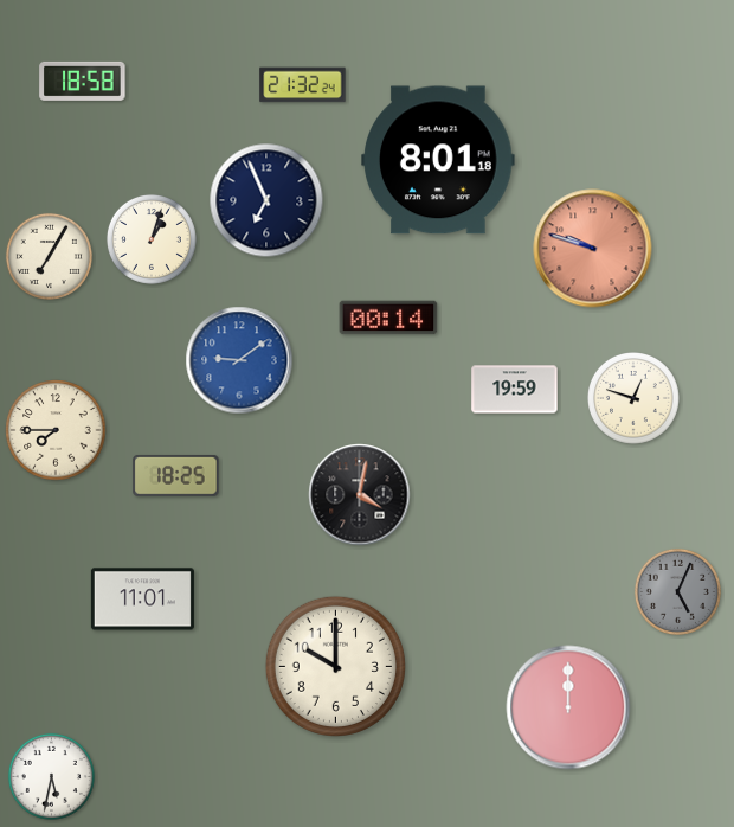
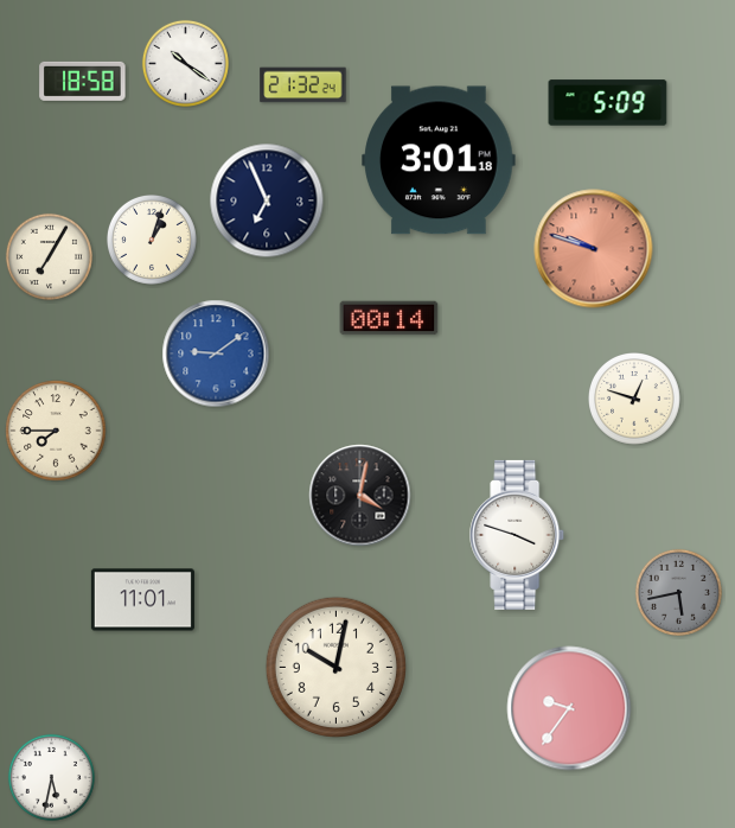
clock at (185, 63): none -> 10:21
clock at (608, 103): none -> 5:09
clock at (438, 160): 8:01 -> 3:01
clock at (239, 360) position: (239, 360) -> (216, 354)
clock at (515, 390): 19:59 -> none
clock at (176, 475): 18:25 -> none
clock at (518, 535): none -> 3:48
clock at (677, 591): 5:04 -> 5:43
clock at (335, 666): 10:00 -> 10:02
clock at (568, 707): 12:00 -> 9:36
